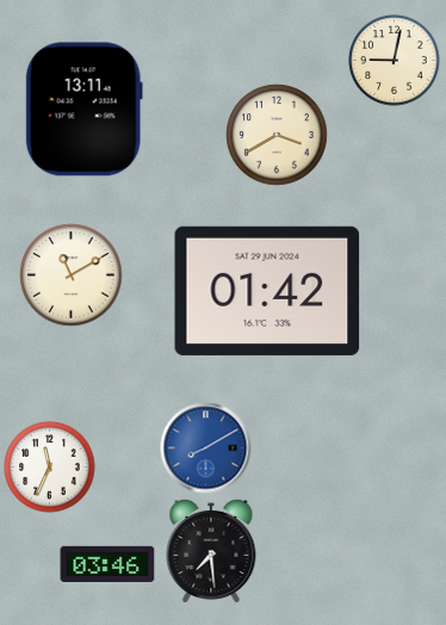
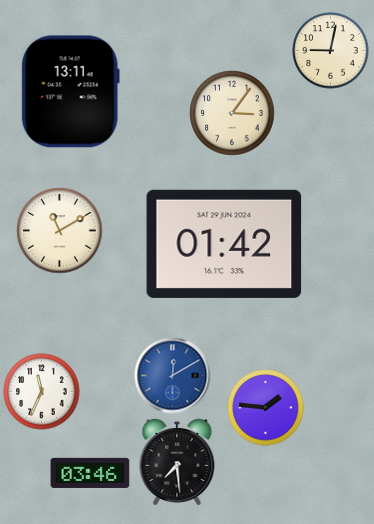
clock at (277, 135): 3:40 -> 3:06
clock at (206, 448): 8:10 -> 12:10
clock at (266, 408): none -> 1:46
